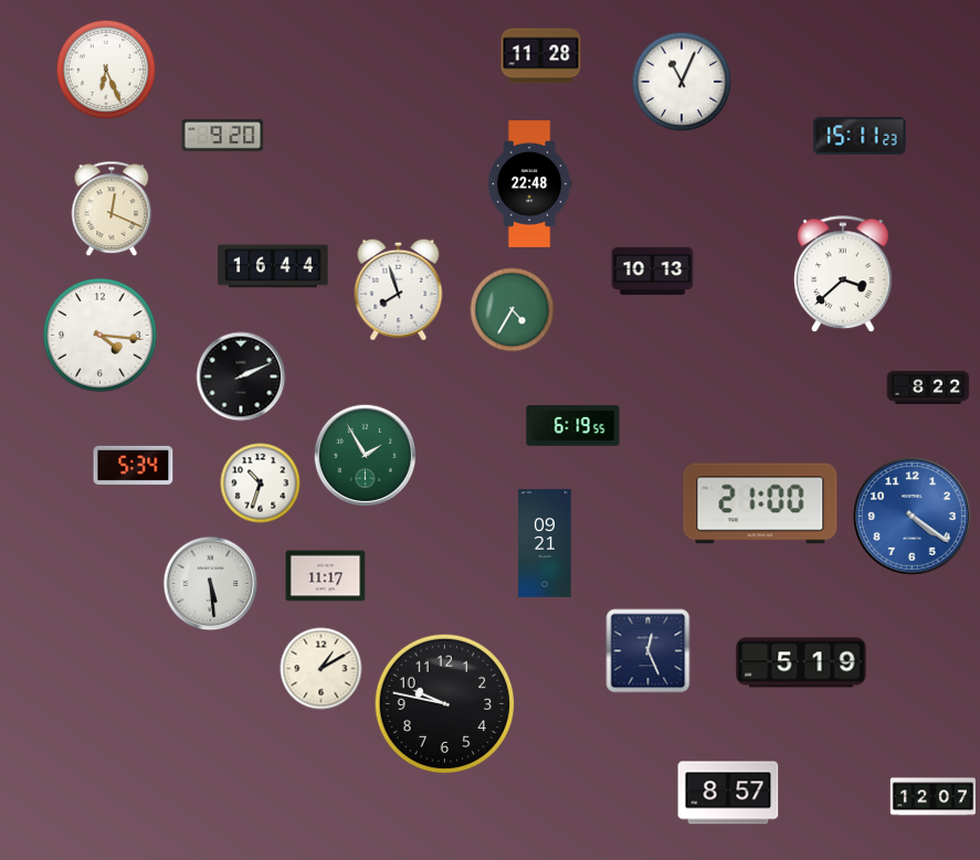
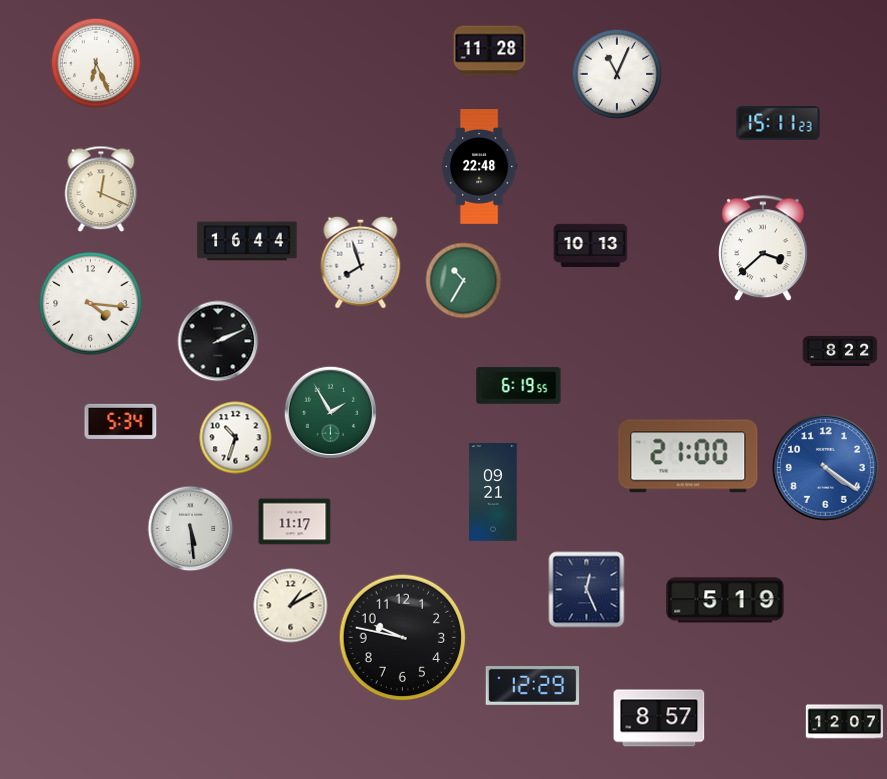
clock at (223, 135): 9:20 -> none
clock at (513, 310): 4:35 -> 10:35
clock at (533, 686): none -> 12:29
